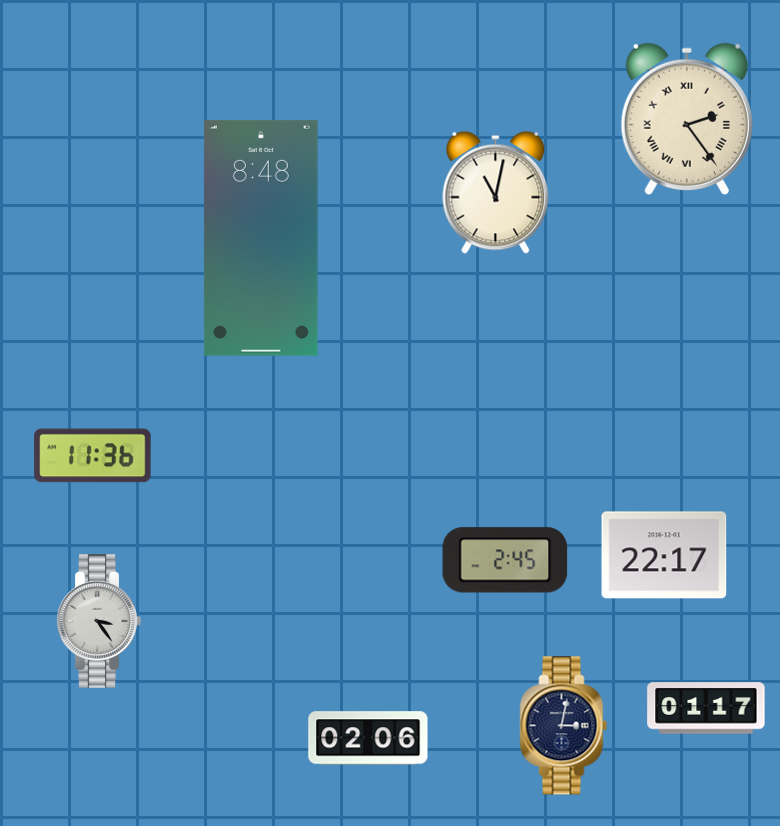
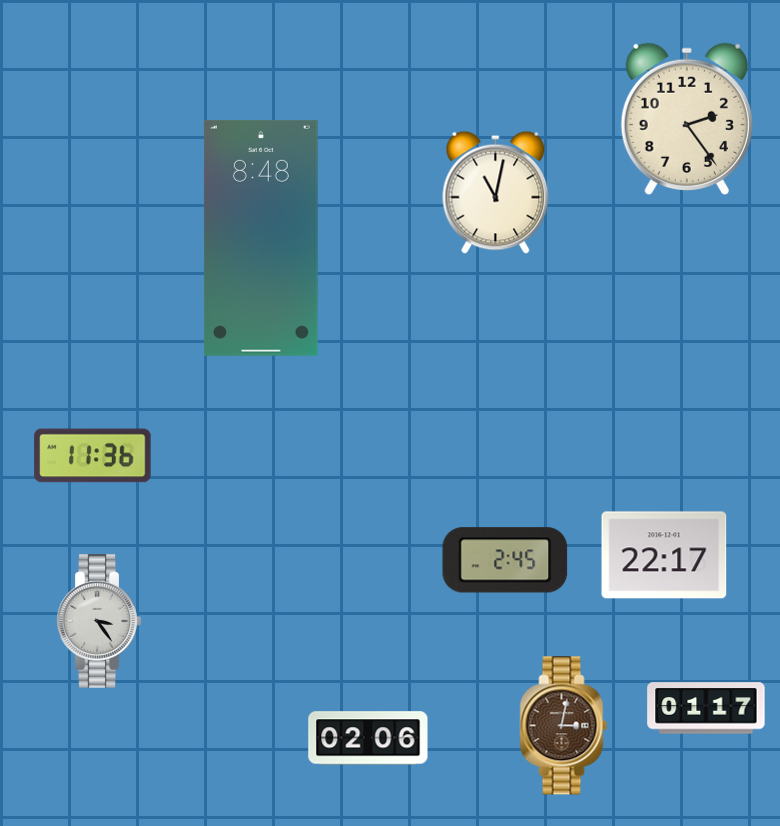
clock at (687, 119) numerals: Roman -> Arabic
clock at (564, 726) dial: navy -> brown
